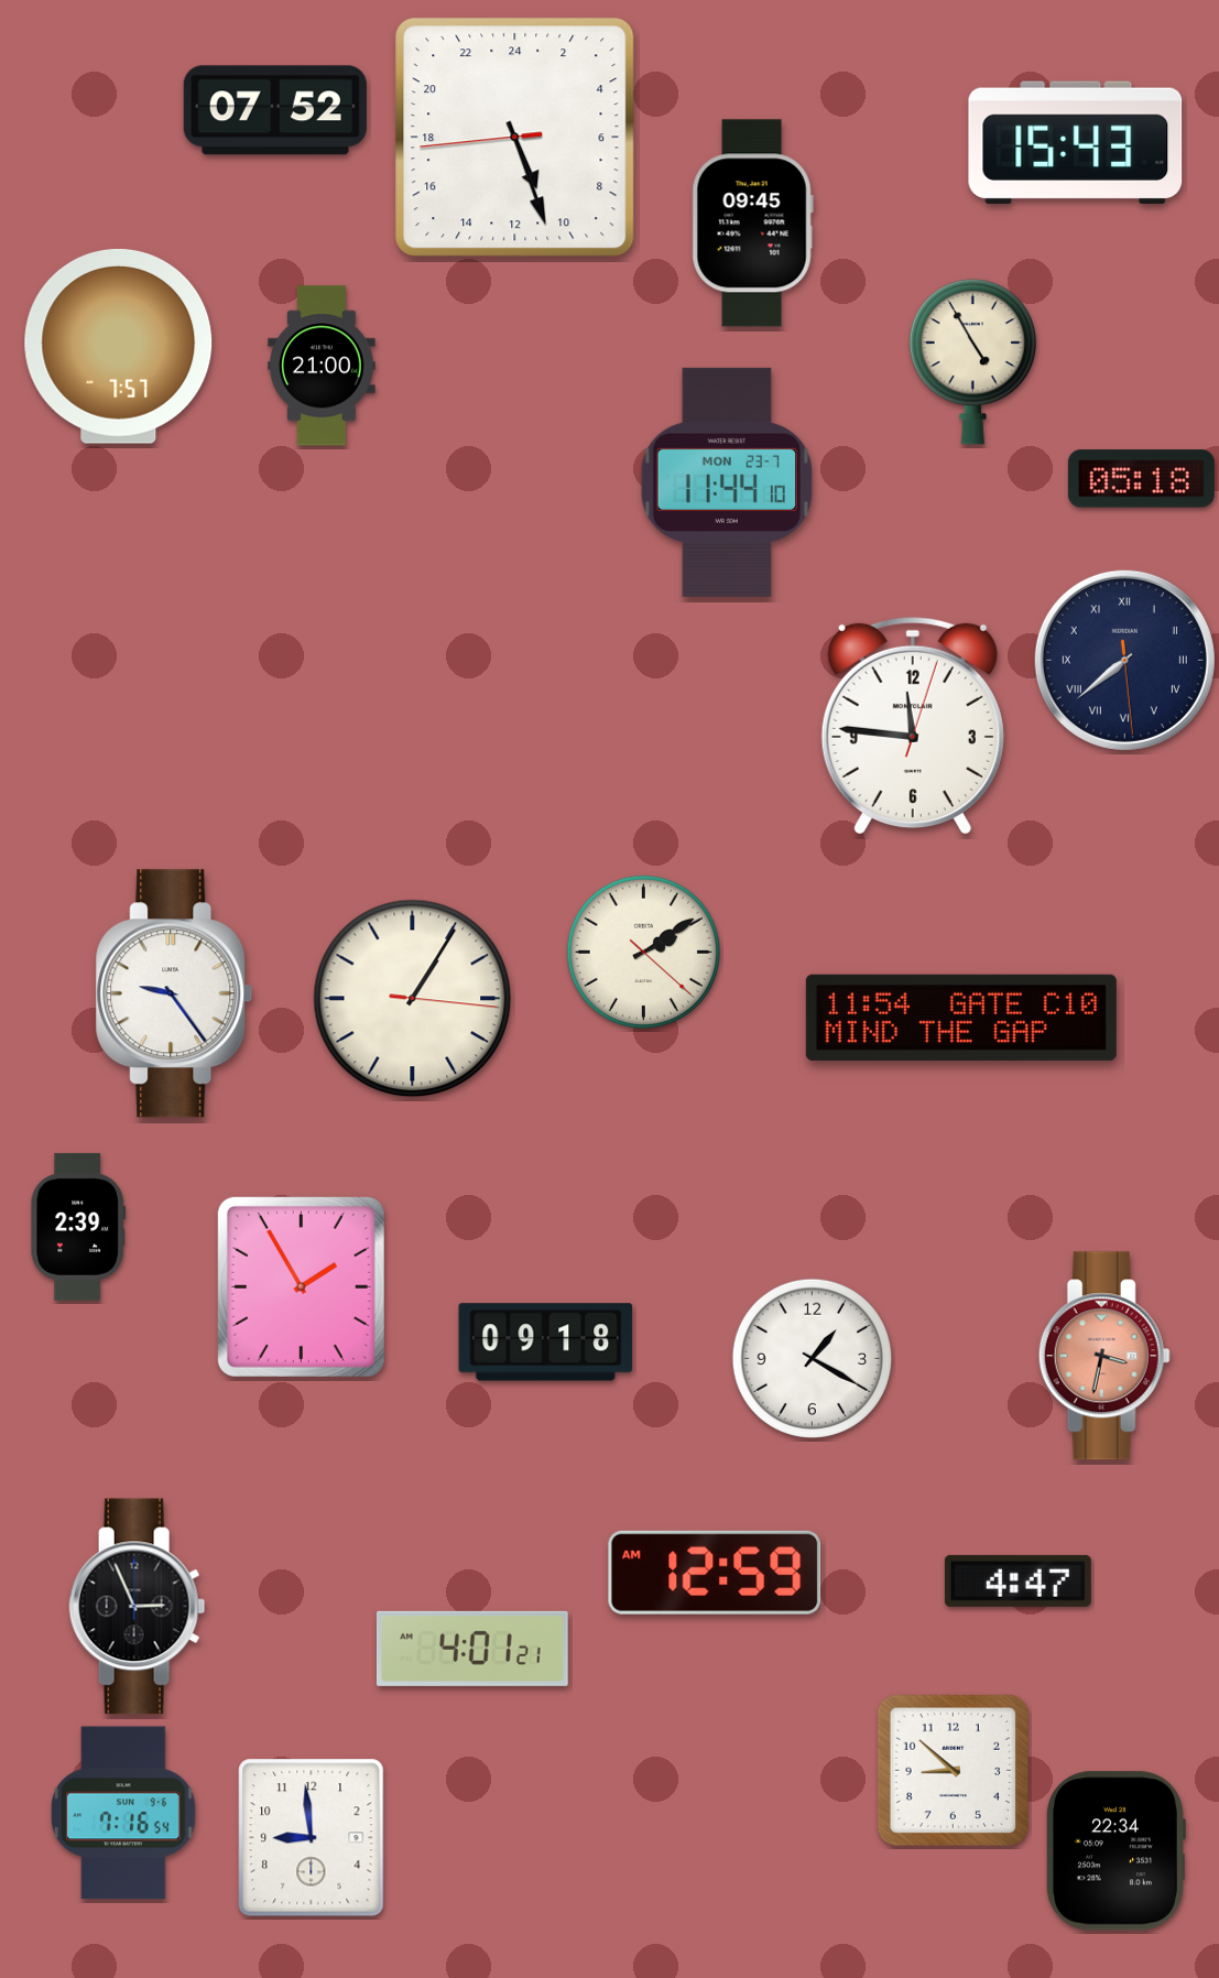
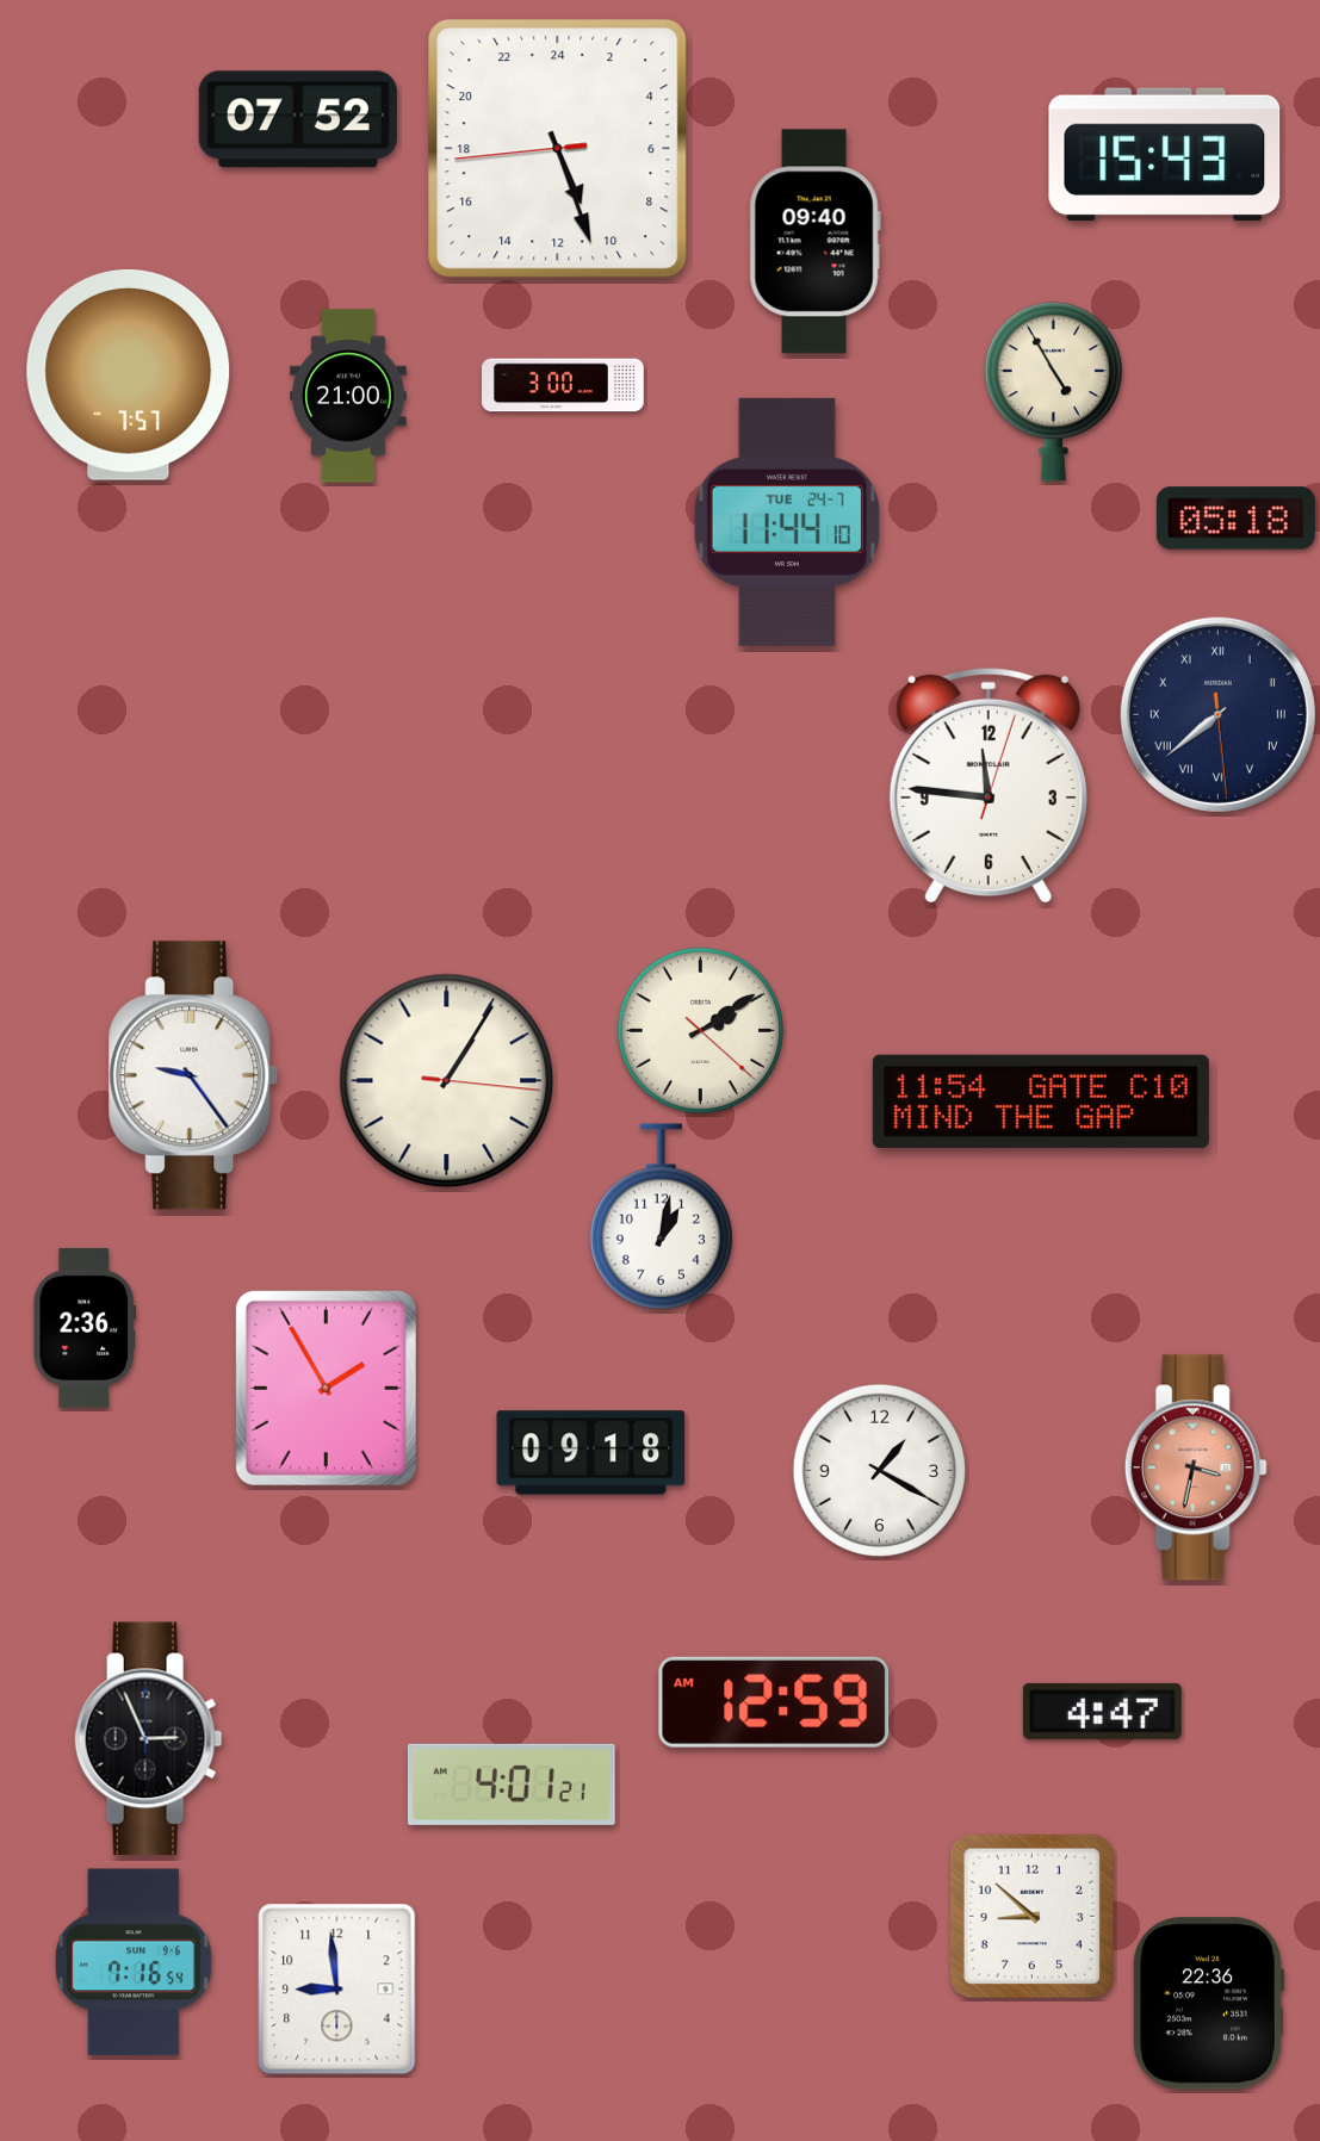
clock at (752, 224): 09:45 -> 09:40
clock at (564, 385): none -> 3:00
clock at (727, 482) date: MON 23-7 -> TUE 24-7
clock at (643, 952) position: (643, 952) -> (700, 1030)
clock at (174, 993) position: (174, 993) -> (193, 1075)
clock at (661, 1217): none -> 1:02
clock at (77, 1227): 2:39 -> 2:36
clock at (301, 1286) position: (301, 1286) -> (326, 1388)
clock at (1115, 1851): 22:34 -> 22:36
